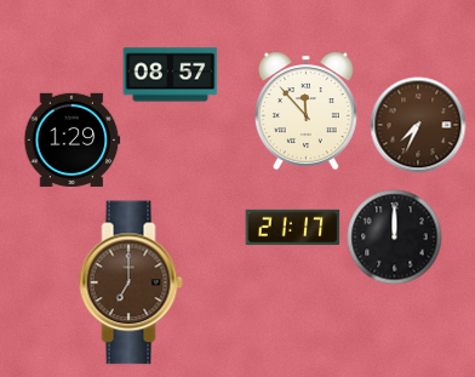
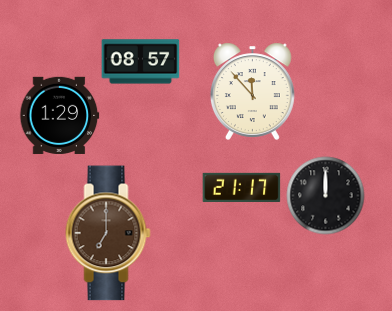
clock at (418, 125): 7:34 -> none
